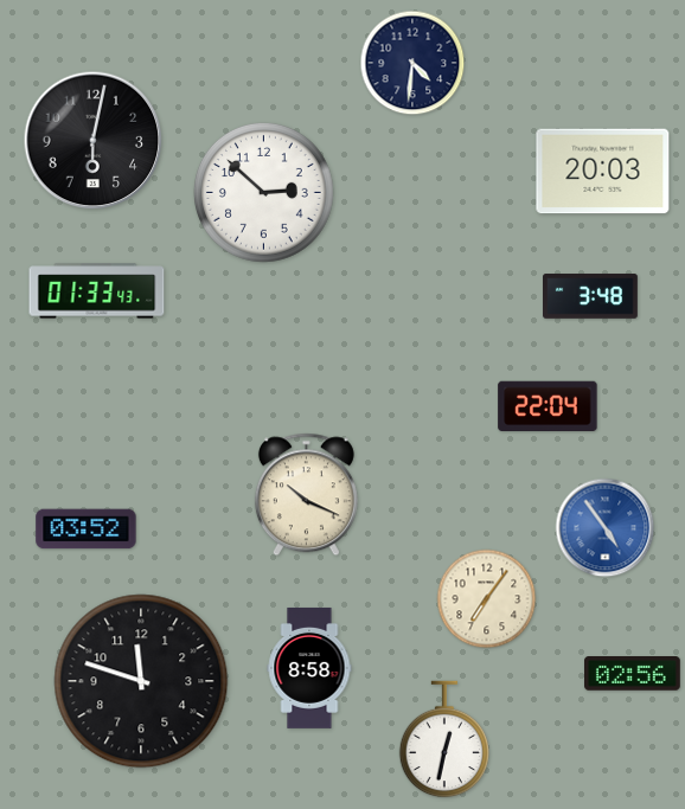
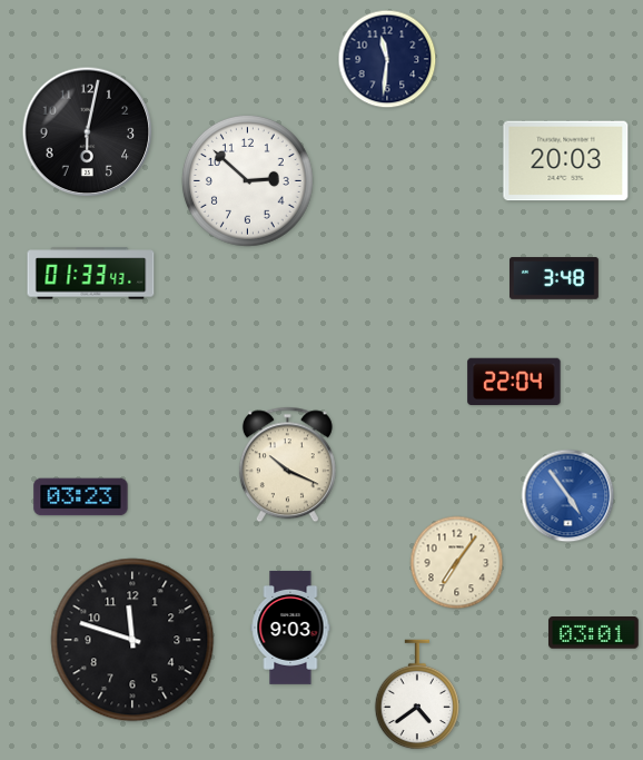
clock at (412, 63): 4:31 -> 11:31
clock at (87, 529): 03:52 -> 03:23
clock at (309, 668): 8:58 -> 9:03
clock at (633, 674): 02:56 -> 03:01
clock at (444, 739): 12:32 -> 4:39
